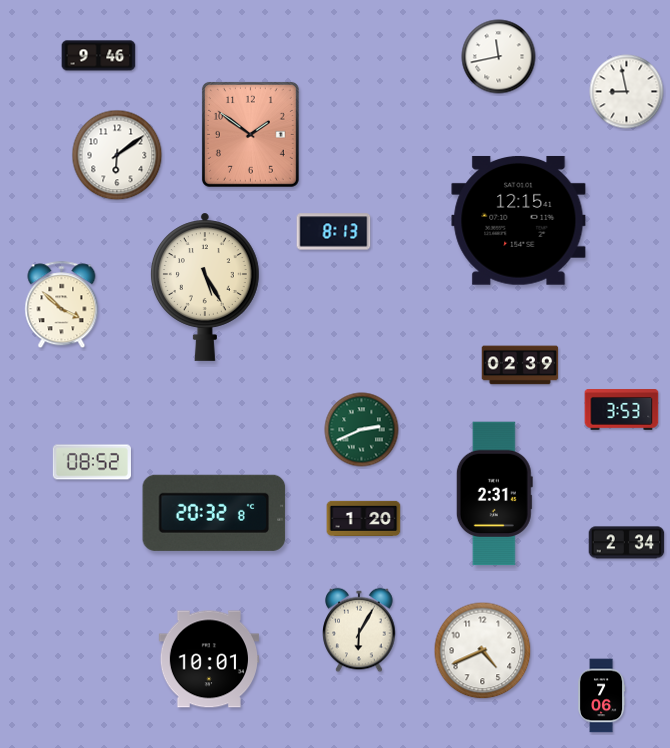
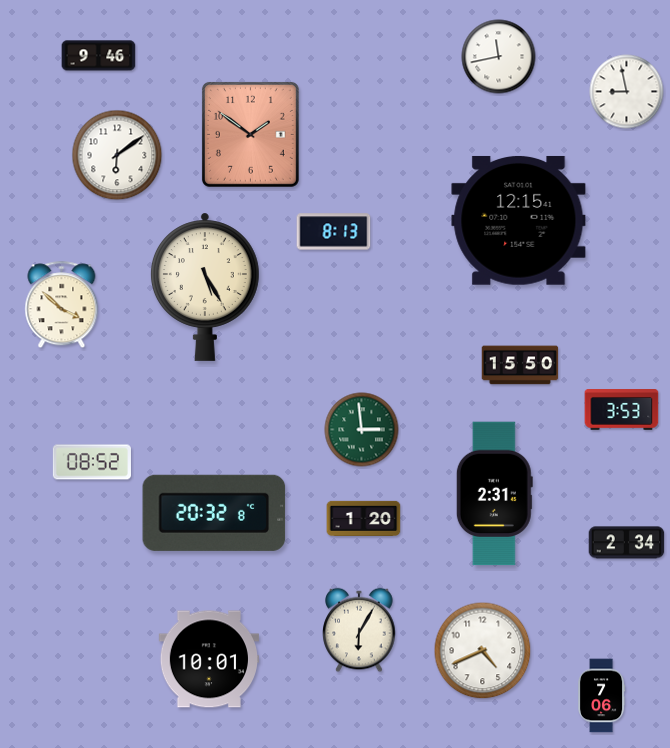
clock at (520, 365): 02:39 -> 15:50
clock at (362, 430): 2:41 -> 2:59
